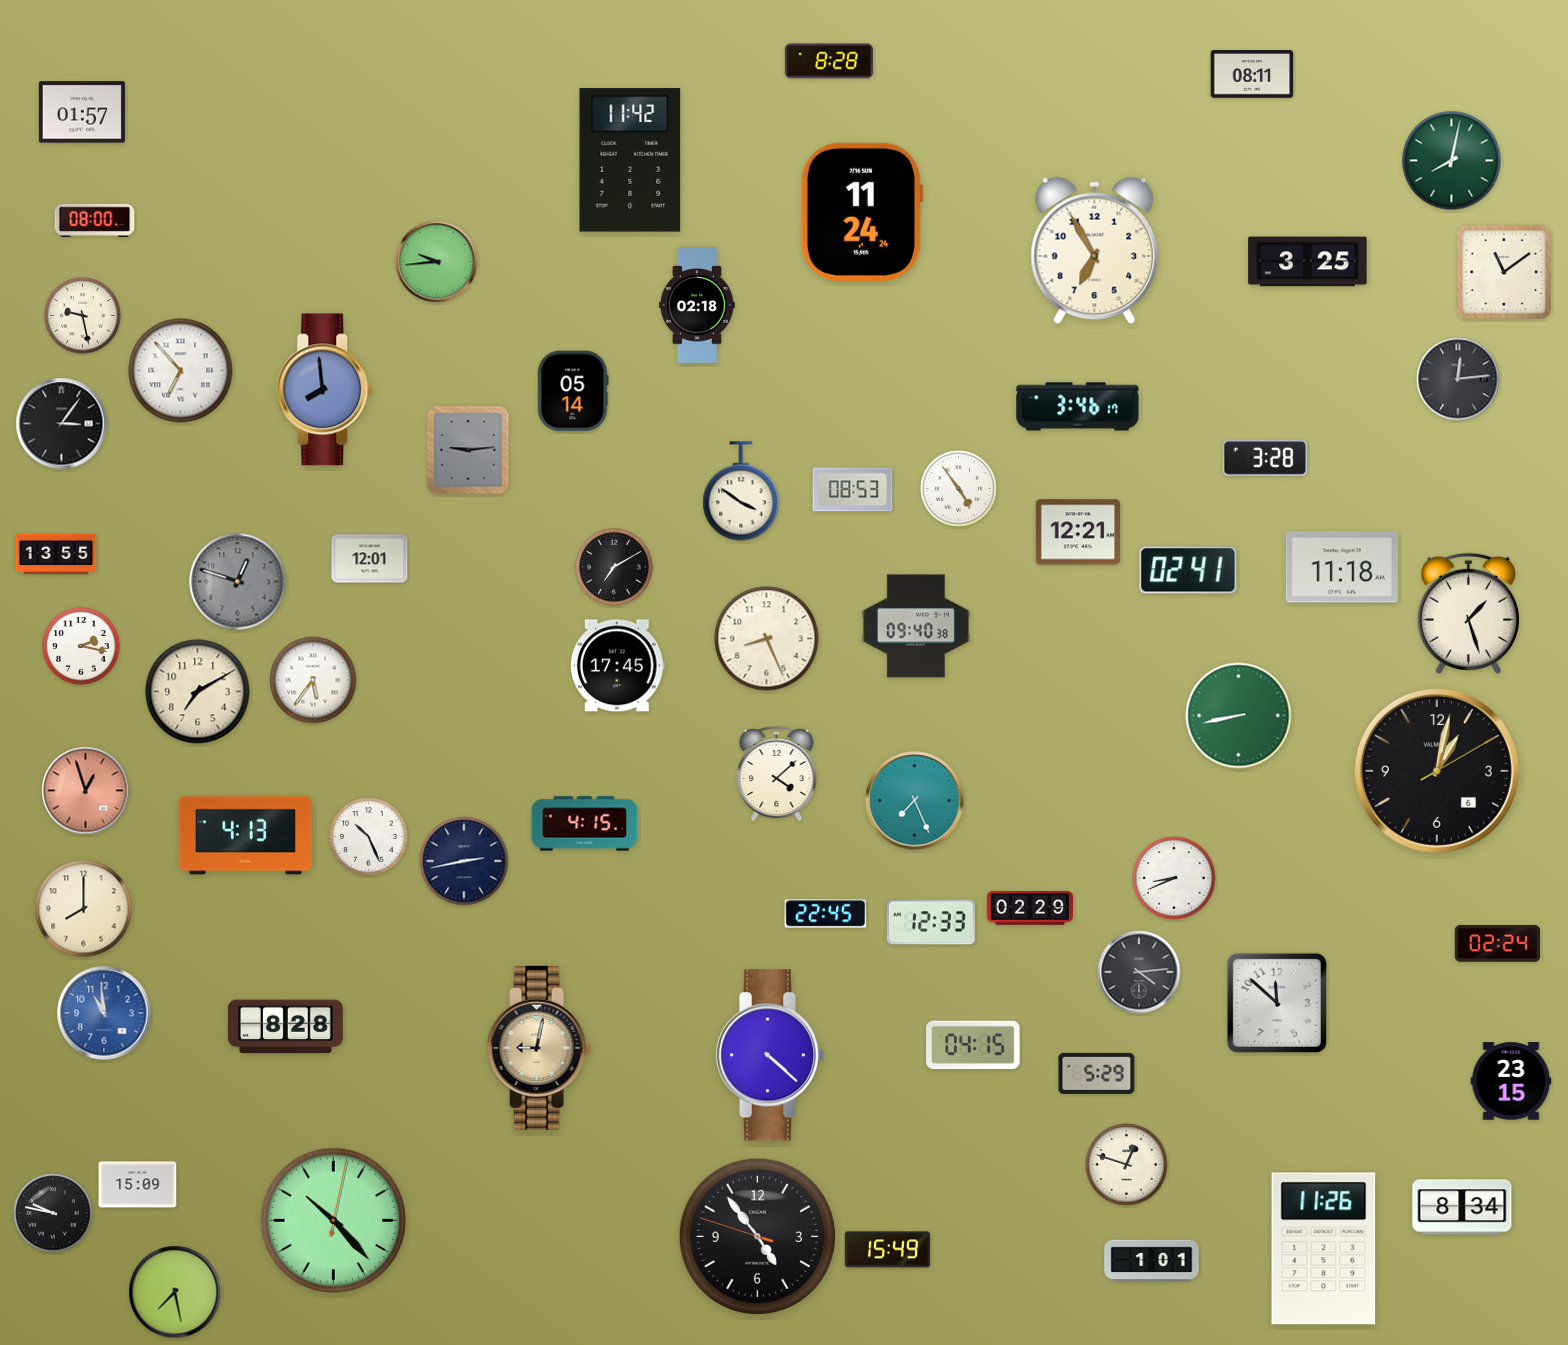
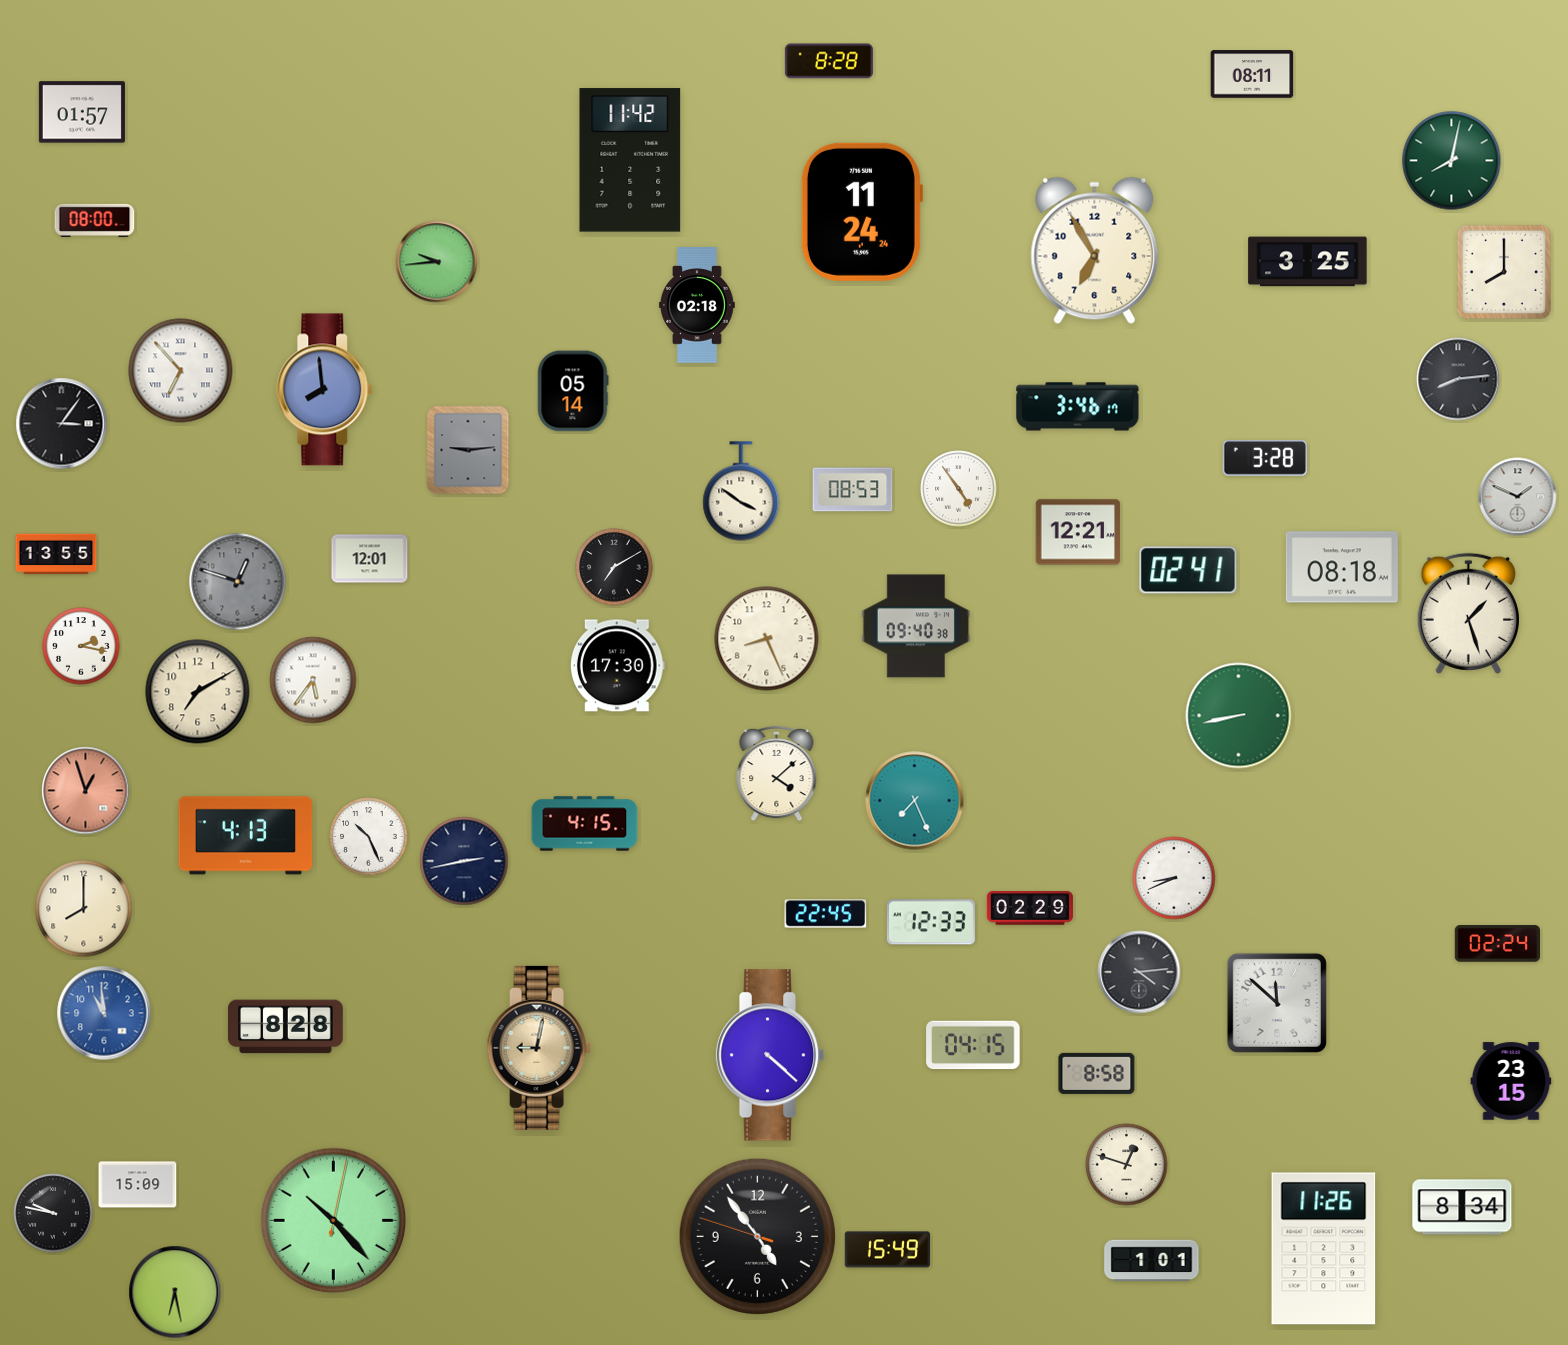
clock at (1504, 272): 11:09 -> 8:00
clock at (83, 316): 9:28 -> none
clock at (1458, 379): 12:14 -> 8:14
clock at (1518, 497): none -> 1:49
clock at (1342, 567): 11:18 -> 08:18
clock at (617, 666): 17:45 -> 17:30
clock at (1437, 771): 1:02 -> none
clock at (1097, 1073): 5:29 -> 8:58
clock at (175, 1292): 7:28 -> 6:28
